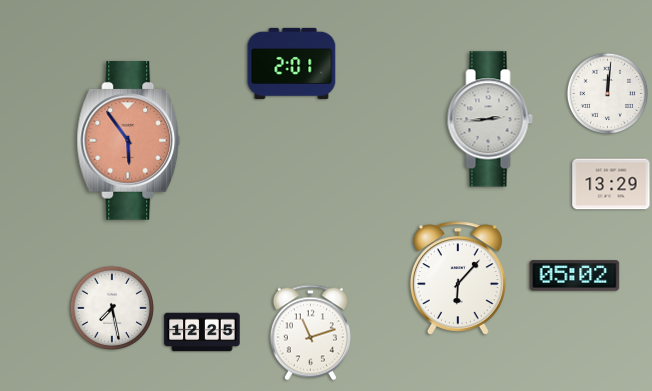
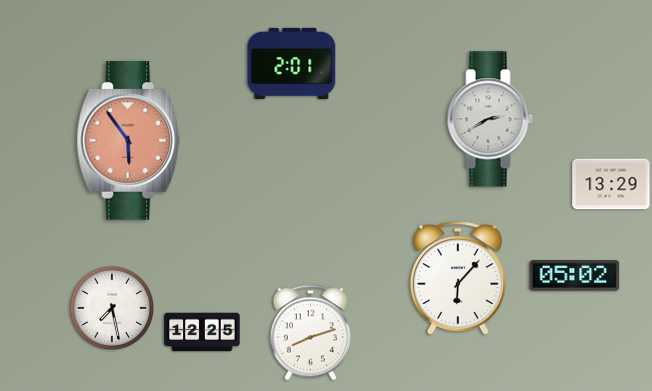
clock at (608, 94): 12:01 -> none
clock at (490, 119): 2:44 -> 2:40
clock at (310, 333): 11:12 -> 8:12
